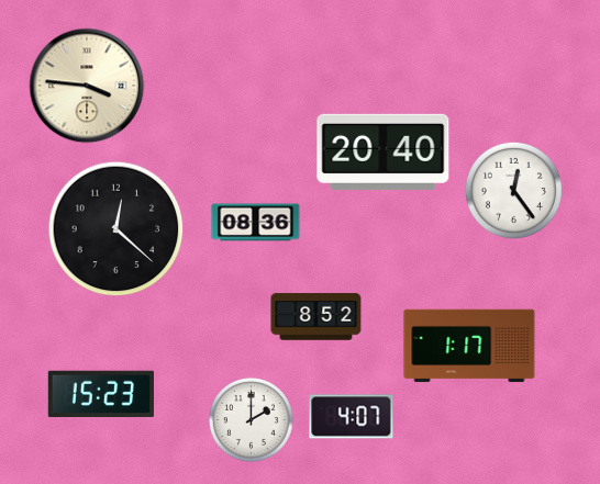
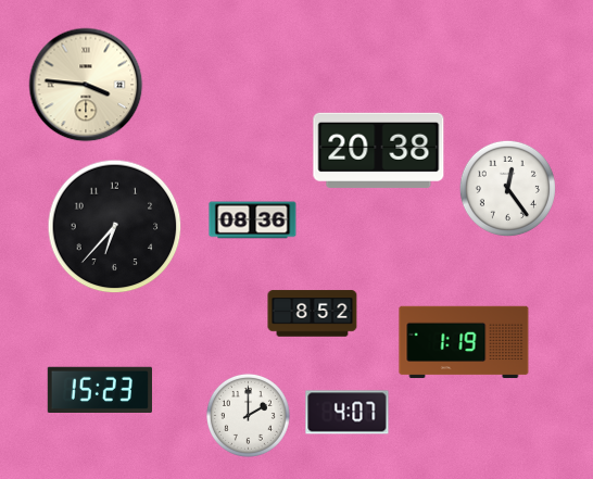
clock at (384, 151): 20:40 -> 20:38
clock at (116, 229): 12:22 -> 6:37
clock at (469, 346): 1:17 -> 1:19
